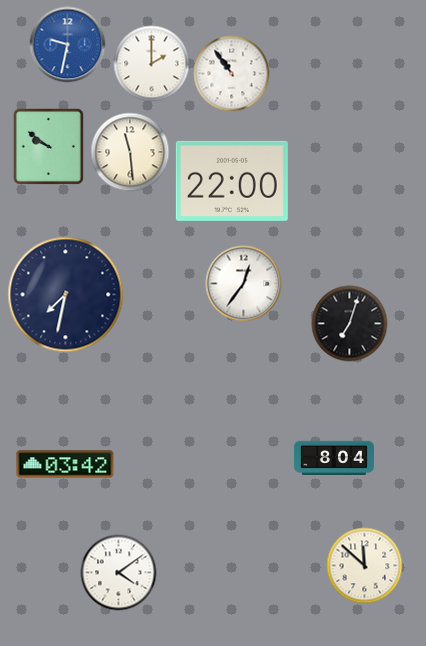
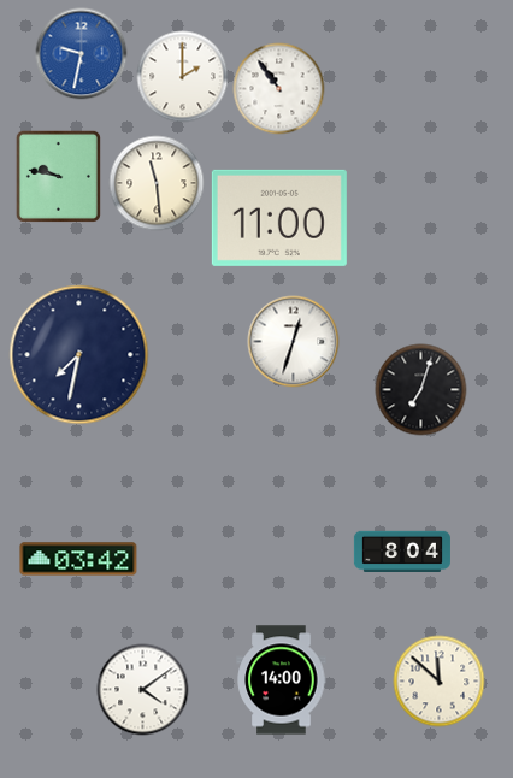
clock at (48, 146): 9:51 -> 9:47
clock at (232, 181): 22:00 -> 11:00
clock at (244, 284): 12:36 -> 12:33
clock at (282, 680): none -> 14:00
